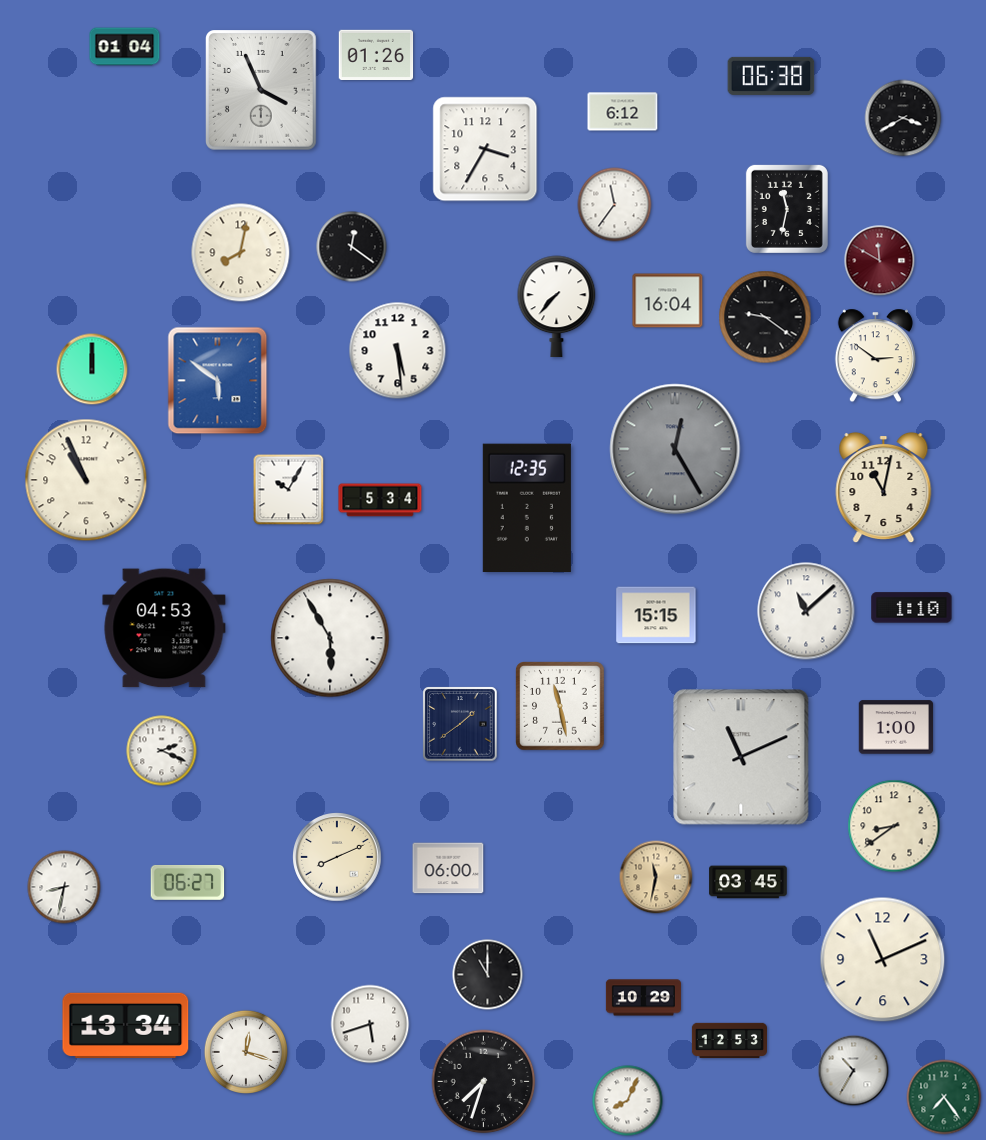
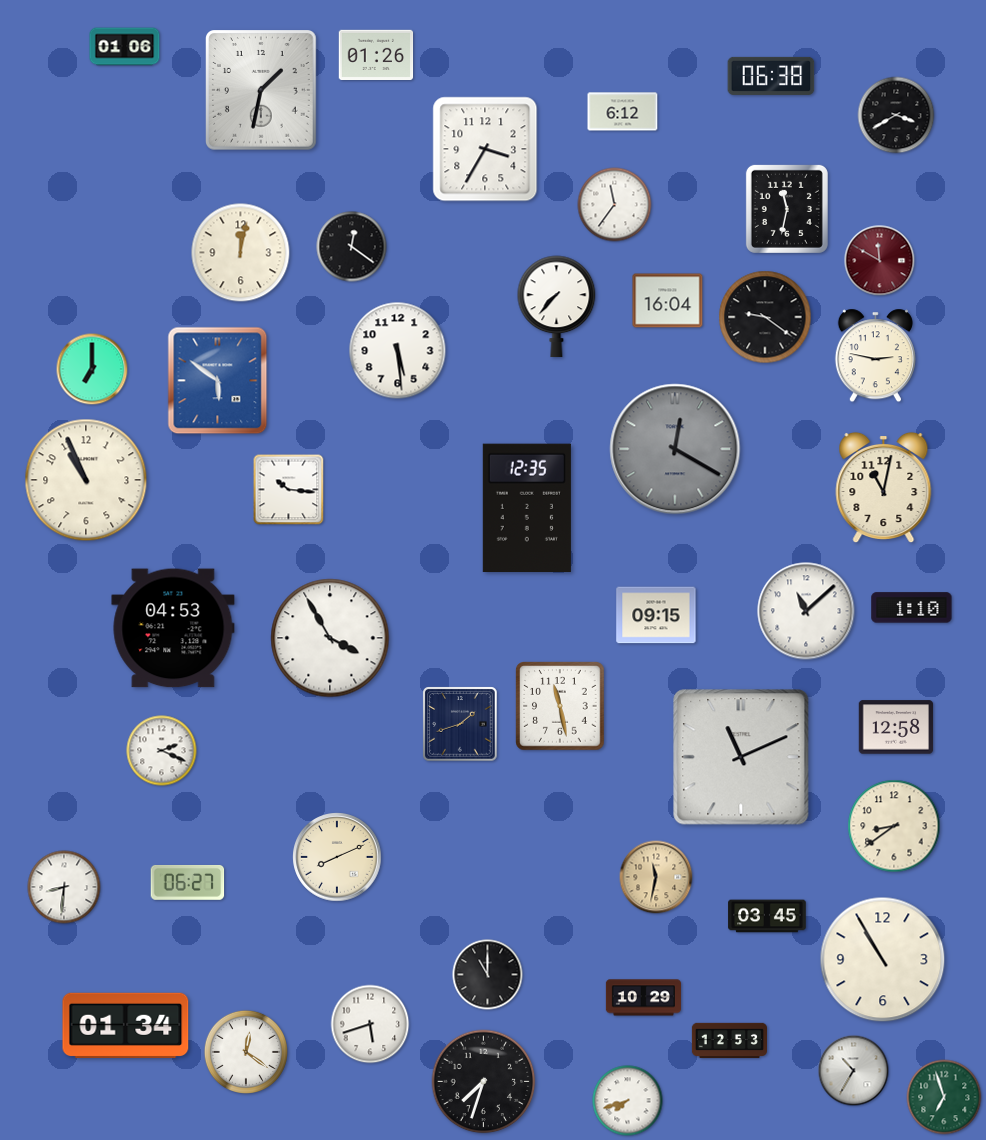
clock at (125, 47): 01:04 -> 01:06
clock at (262, 91): 3:56 -> 1:32
clock at (903, 118) position: (903, 118) -> (896, 115)
clock at (241, 253): 8:02 -> 12:02
clock at (875, 356): 2:51 -> 2:47
clock at (92, 369): 12:00 -> 7:00
clock at (675, 449): 12:25 -> 12:20
clock at (289, 490): 10:05 -> 10:16
clock at (380, 500): 5:34 -> none
clock at (656, 615): 15:15 -> 09:15
clock at (164, 628) position: (164, 628) -> (173, 628)
clock at (330, 638): 5:55 -> 3:55
clock at (460, 724): 1:39 -> 1:42
clock at (896, 727): 1:00 -> 12:58
clock at (448, 868): 06:00 -> none
clock at (748, 882) position: (748, 882) -> (767, 916)
clock at (64, 887): 8:32 -> 8:31
clock at (883, 960): 11:11 -> 10:55
clock at (126, 1025): 13:34 -> 01:34
clock at (246, 1052): 12:18 -> 12:21
clock at (944, 1097): 7:24 -> 6:57
clock at (628, 1101): 8:04 -> 7:42
